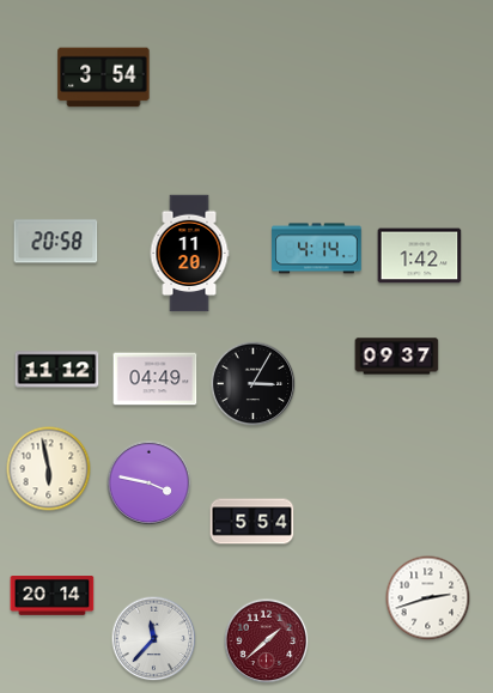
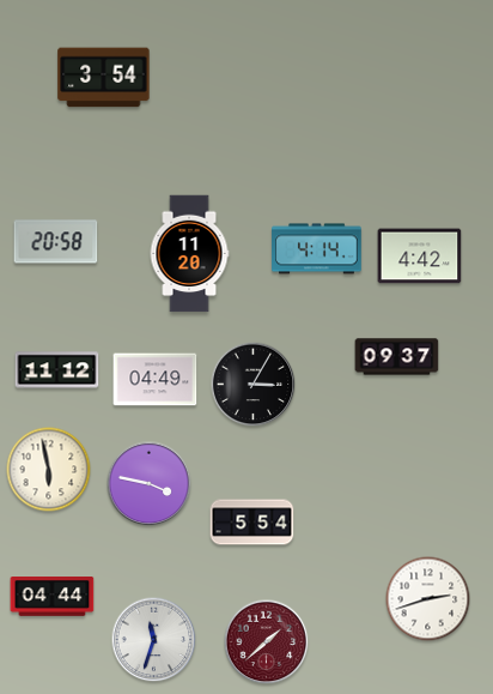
clock at (420, 256): 1:42 -> 4:42
clock at (53, 596): 20:14 -> 04:44
clock at (154, 639): 11:37 -> 11:33
